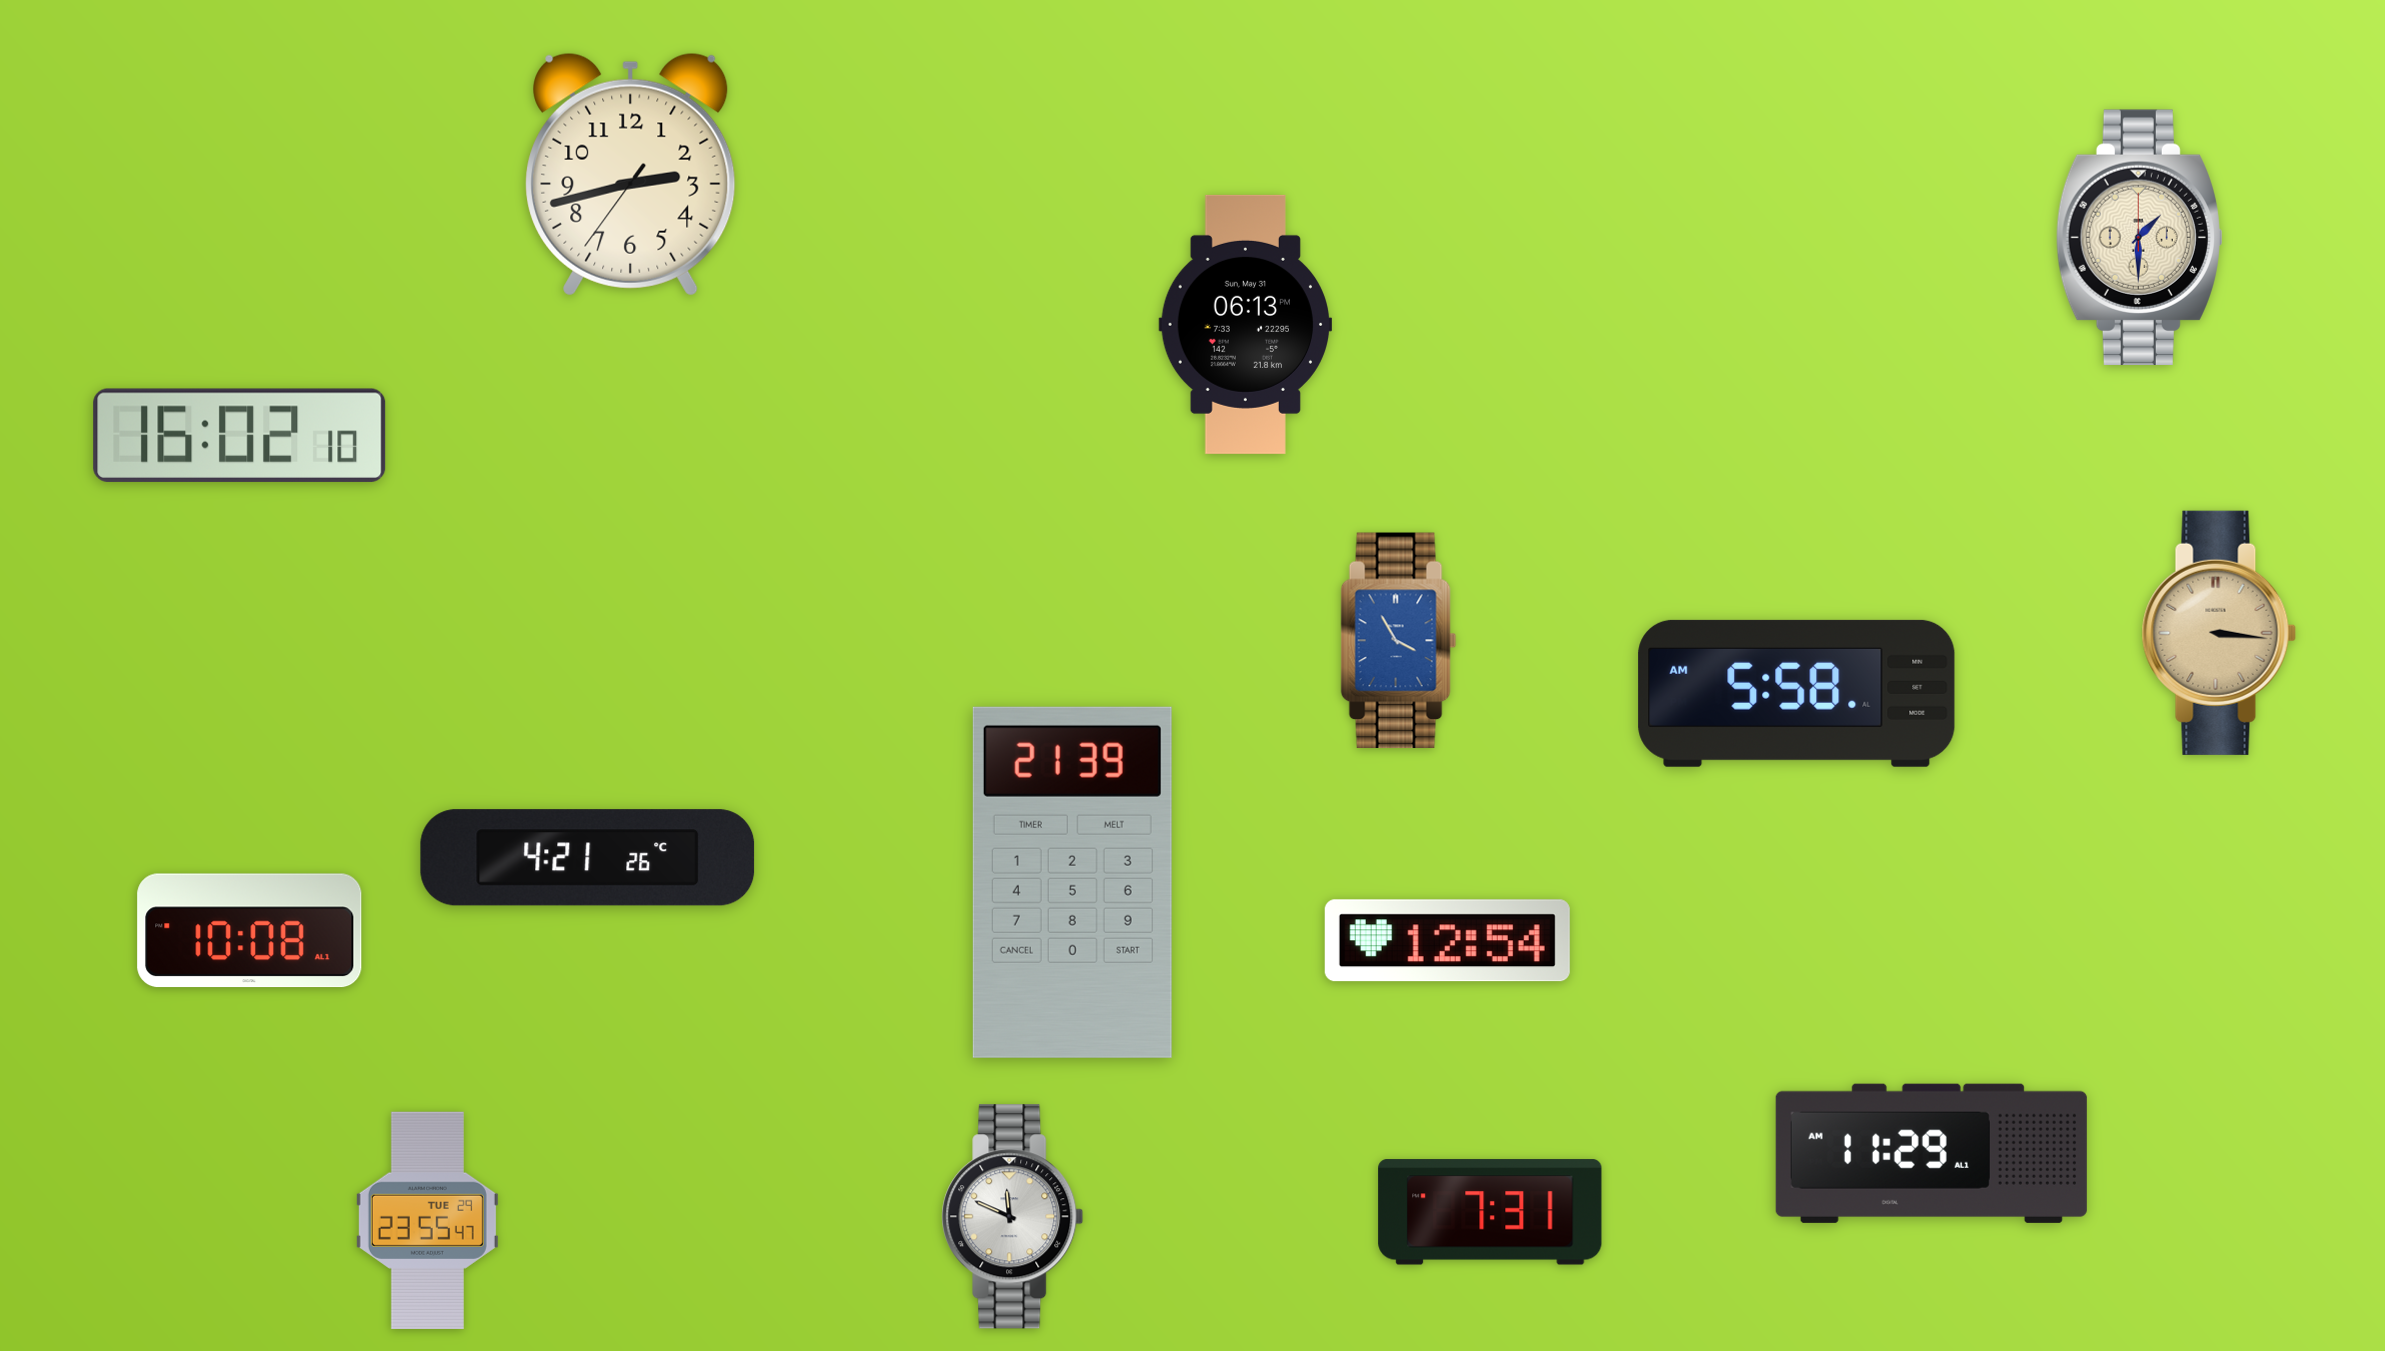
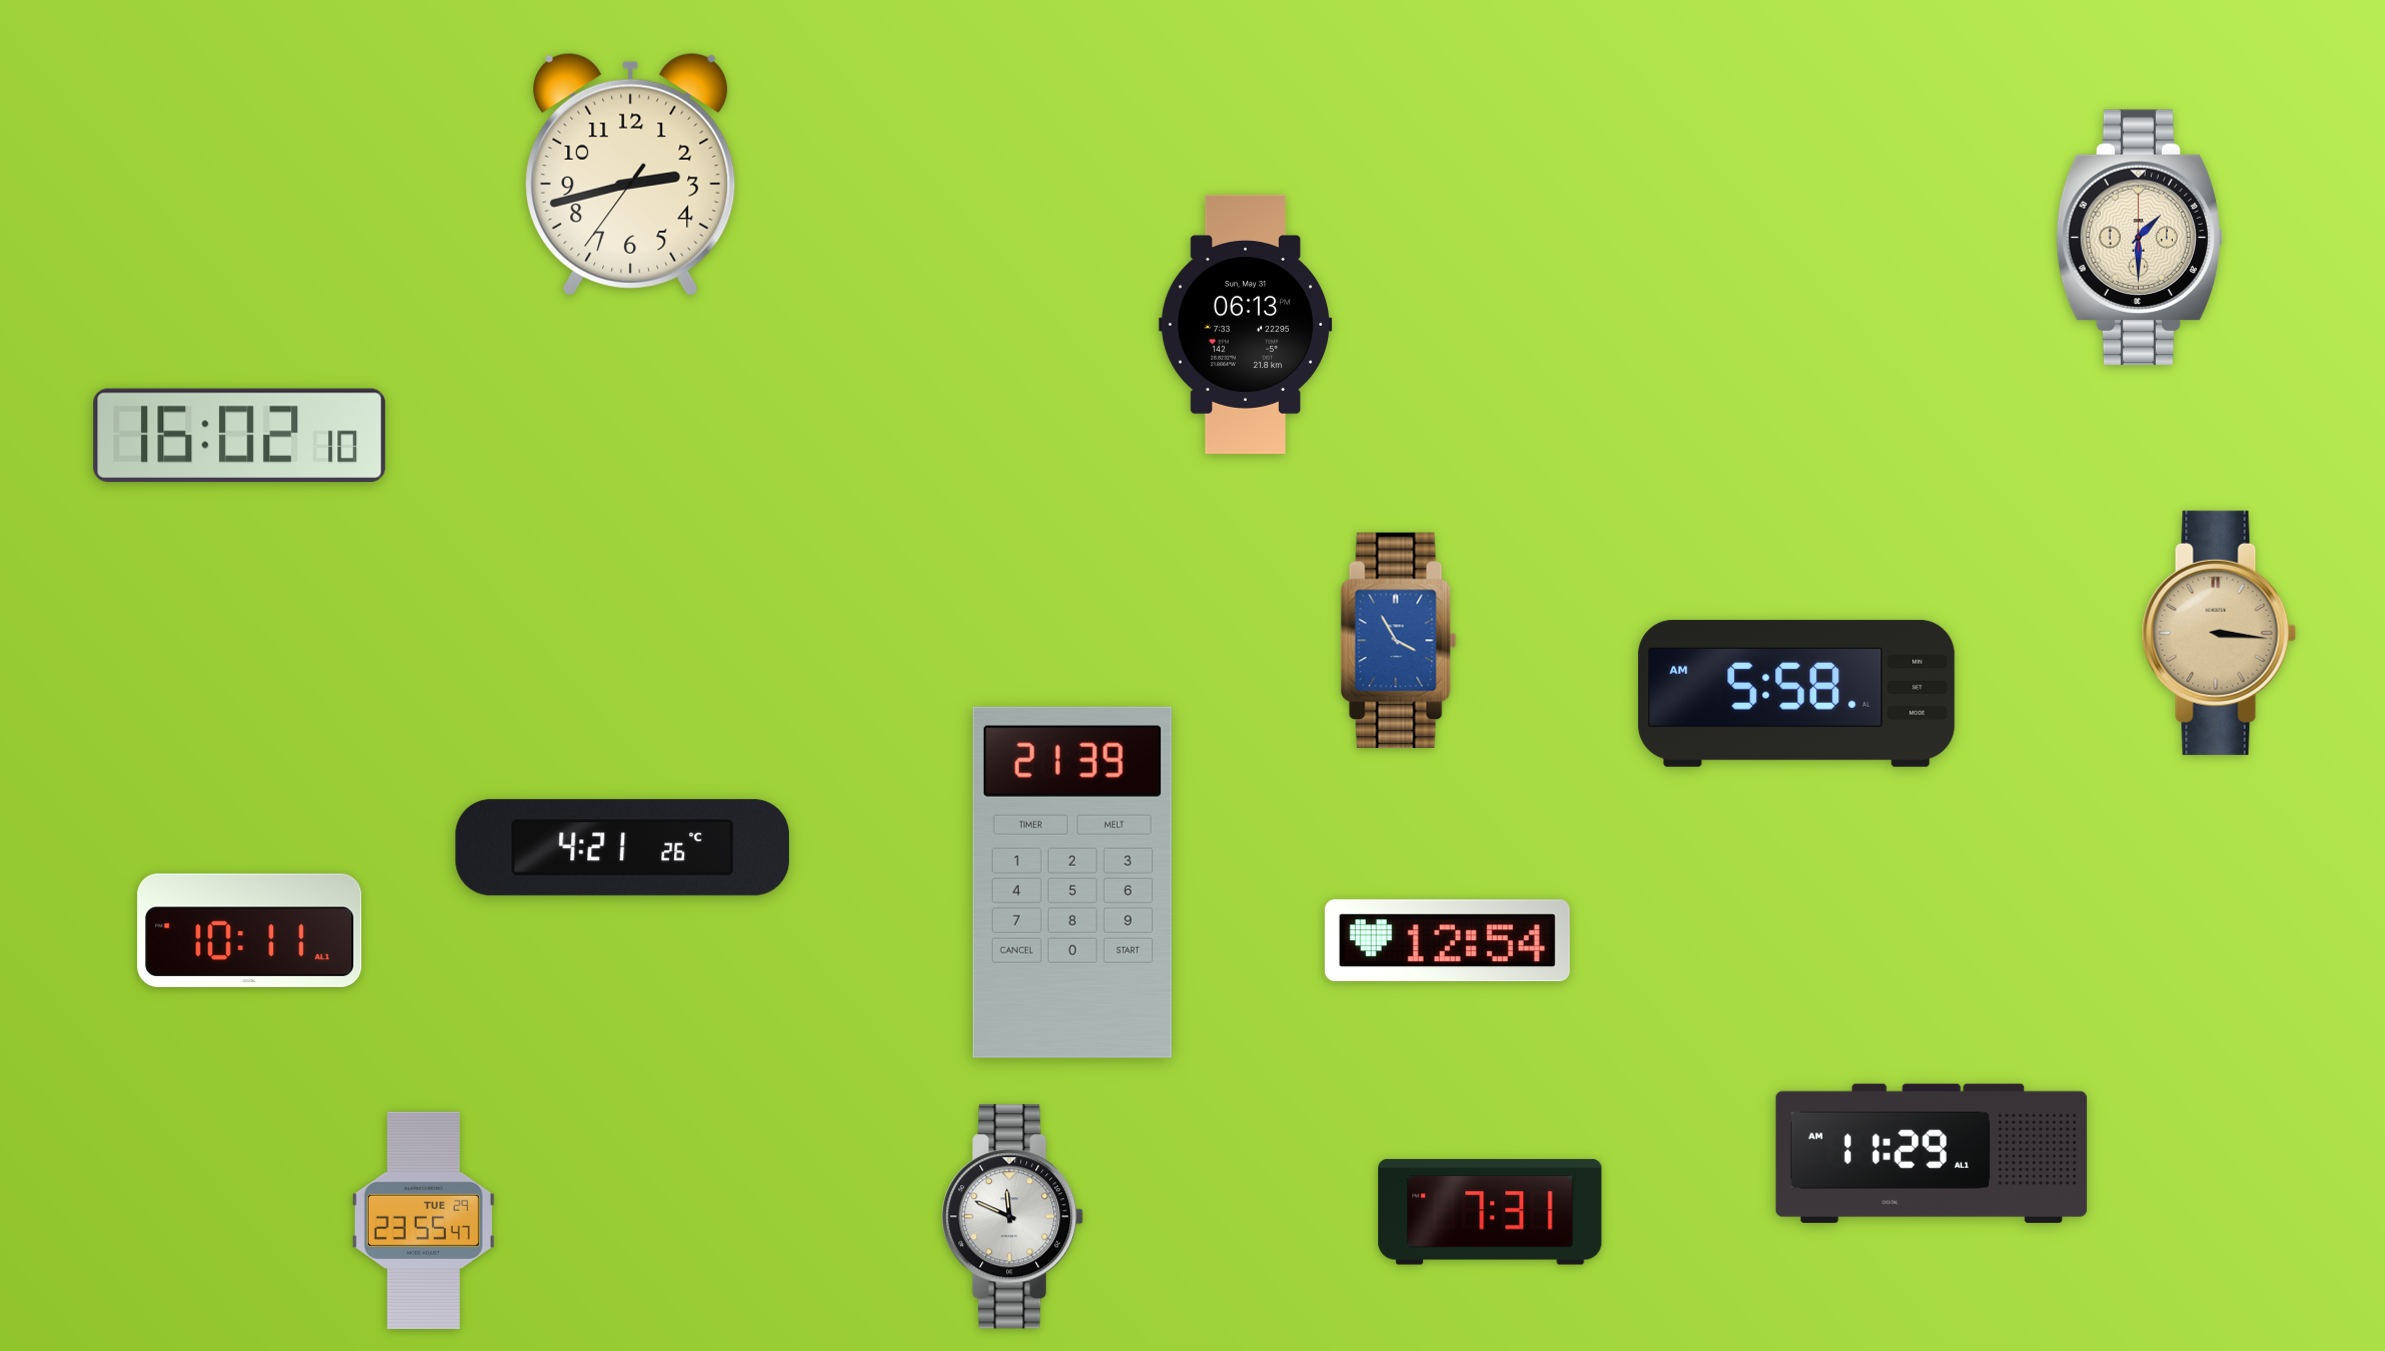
clock at (588, 858) position: (588, 858) -> (623, 848)
clock at (250, 931): 10:08 -> 10:11
clock at (427, 1220) position: (427, 1220) -> (423, 1220)
